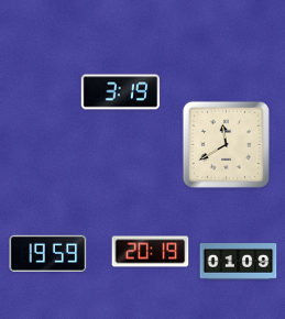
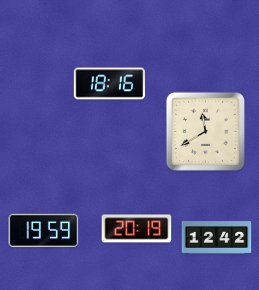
clock at (121, 92): 3:19 -> 18:16
clock at (239, 262): 01:09 -> 12:42
